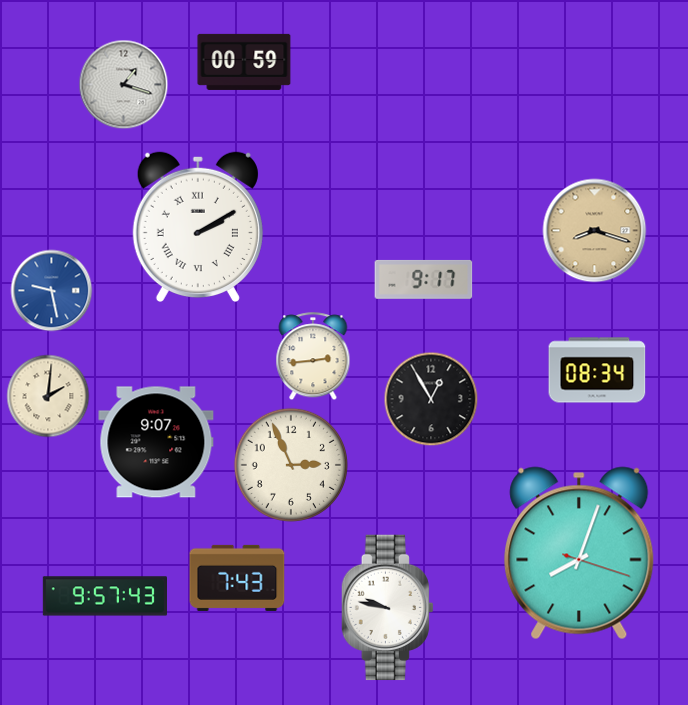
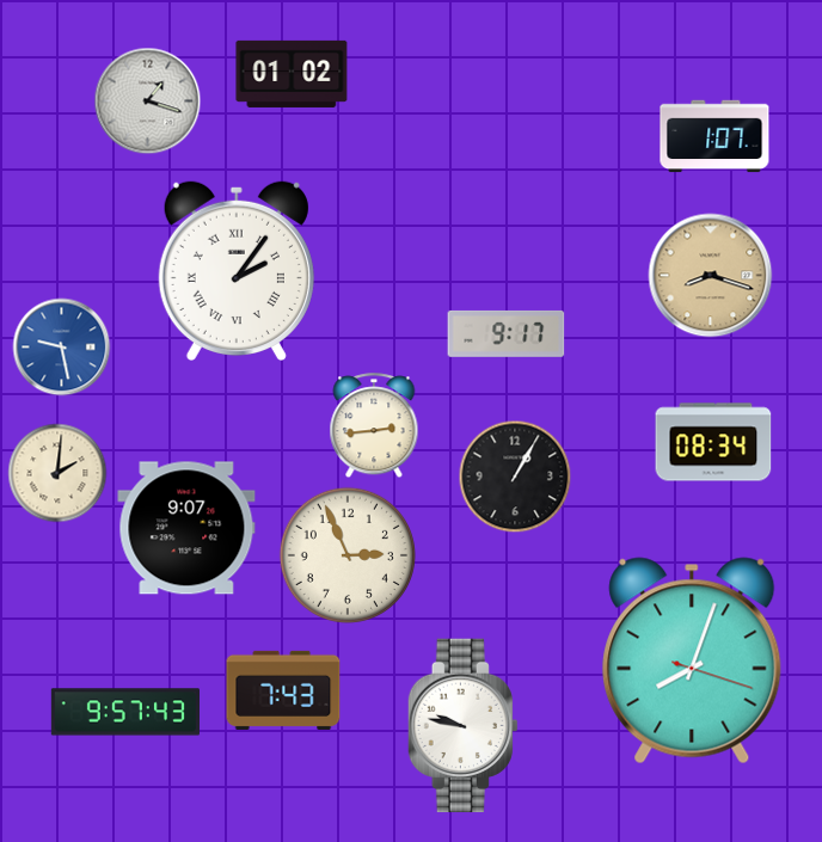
clock at (244, 62): 00:59 -> 01:02
clock at (714, 136): none -> 1:07
clock at (198, 226): 2:10 -> 2:06
clock at (431, 399): 12:55 -> 1:05
